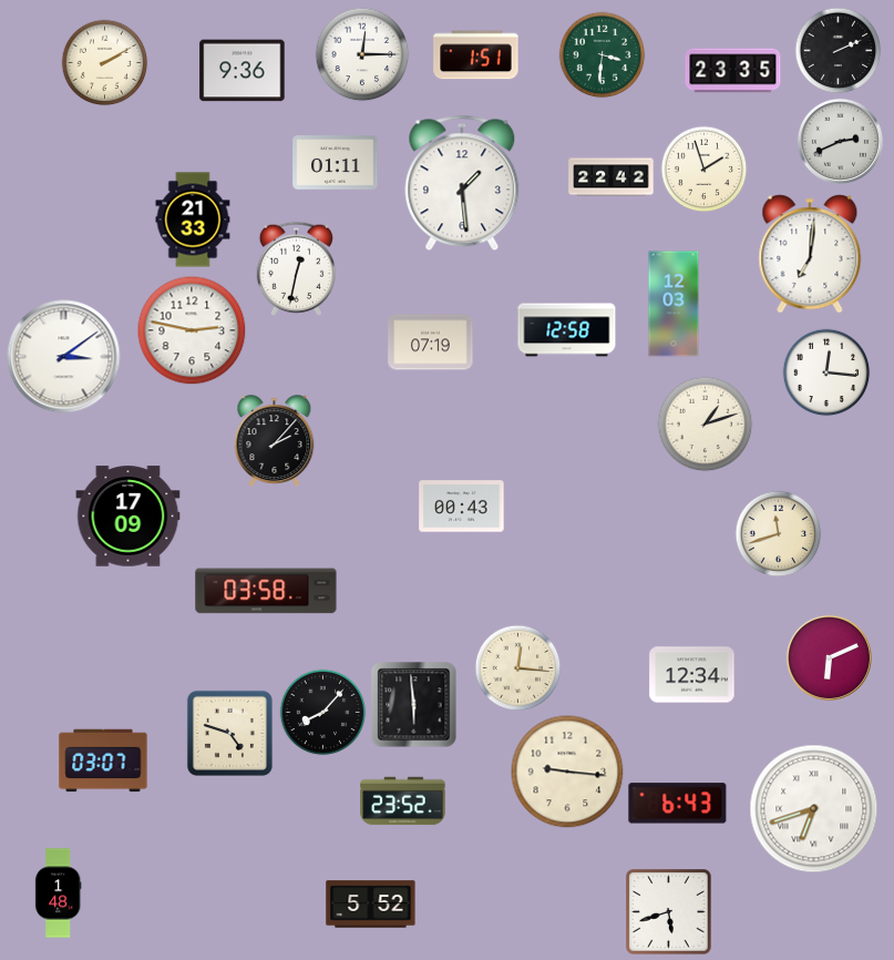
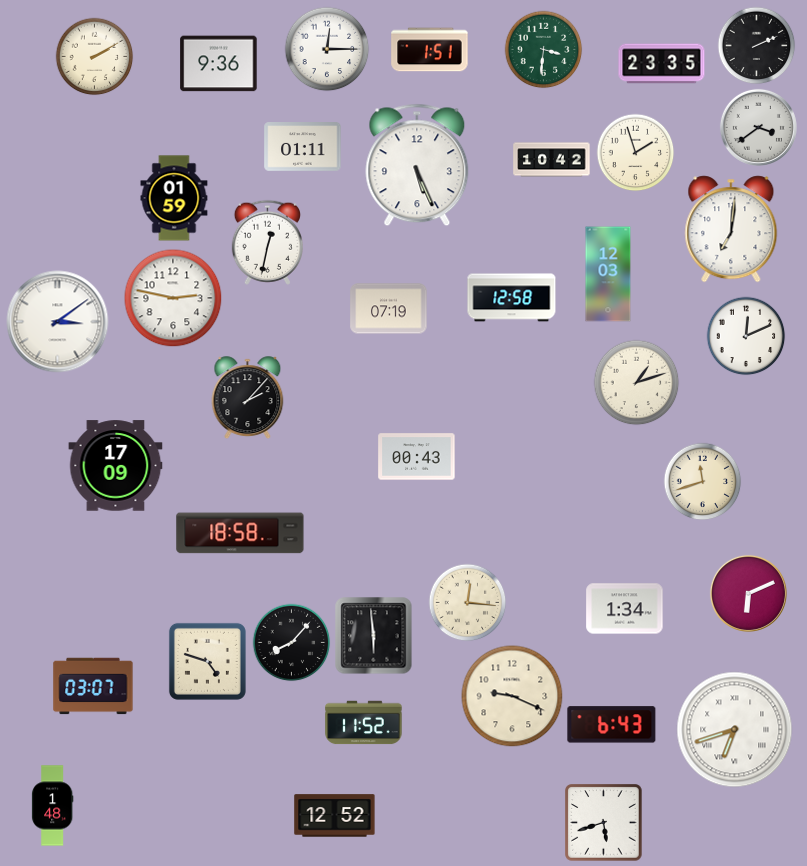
clock at (840, 141): 2:41 -> 3:39
clock at (612, 177): 22:42 -> 10:42
clock at (462, 183): 1:29 -> 5:26
clock at (193, 219): 21:33 -> 01:59
clock at (826, 372): 12:16 -> 12:11
clock at (266, 591): 03:58 -> 18:58
clock at (692, 675): 12:34 -> 1:34
clock at (567, 772): 9:16 -> 9:19
clock at (403, 801): 23:52 -> 11:52
clock at (371, 905): 5:52 -> 12:52
